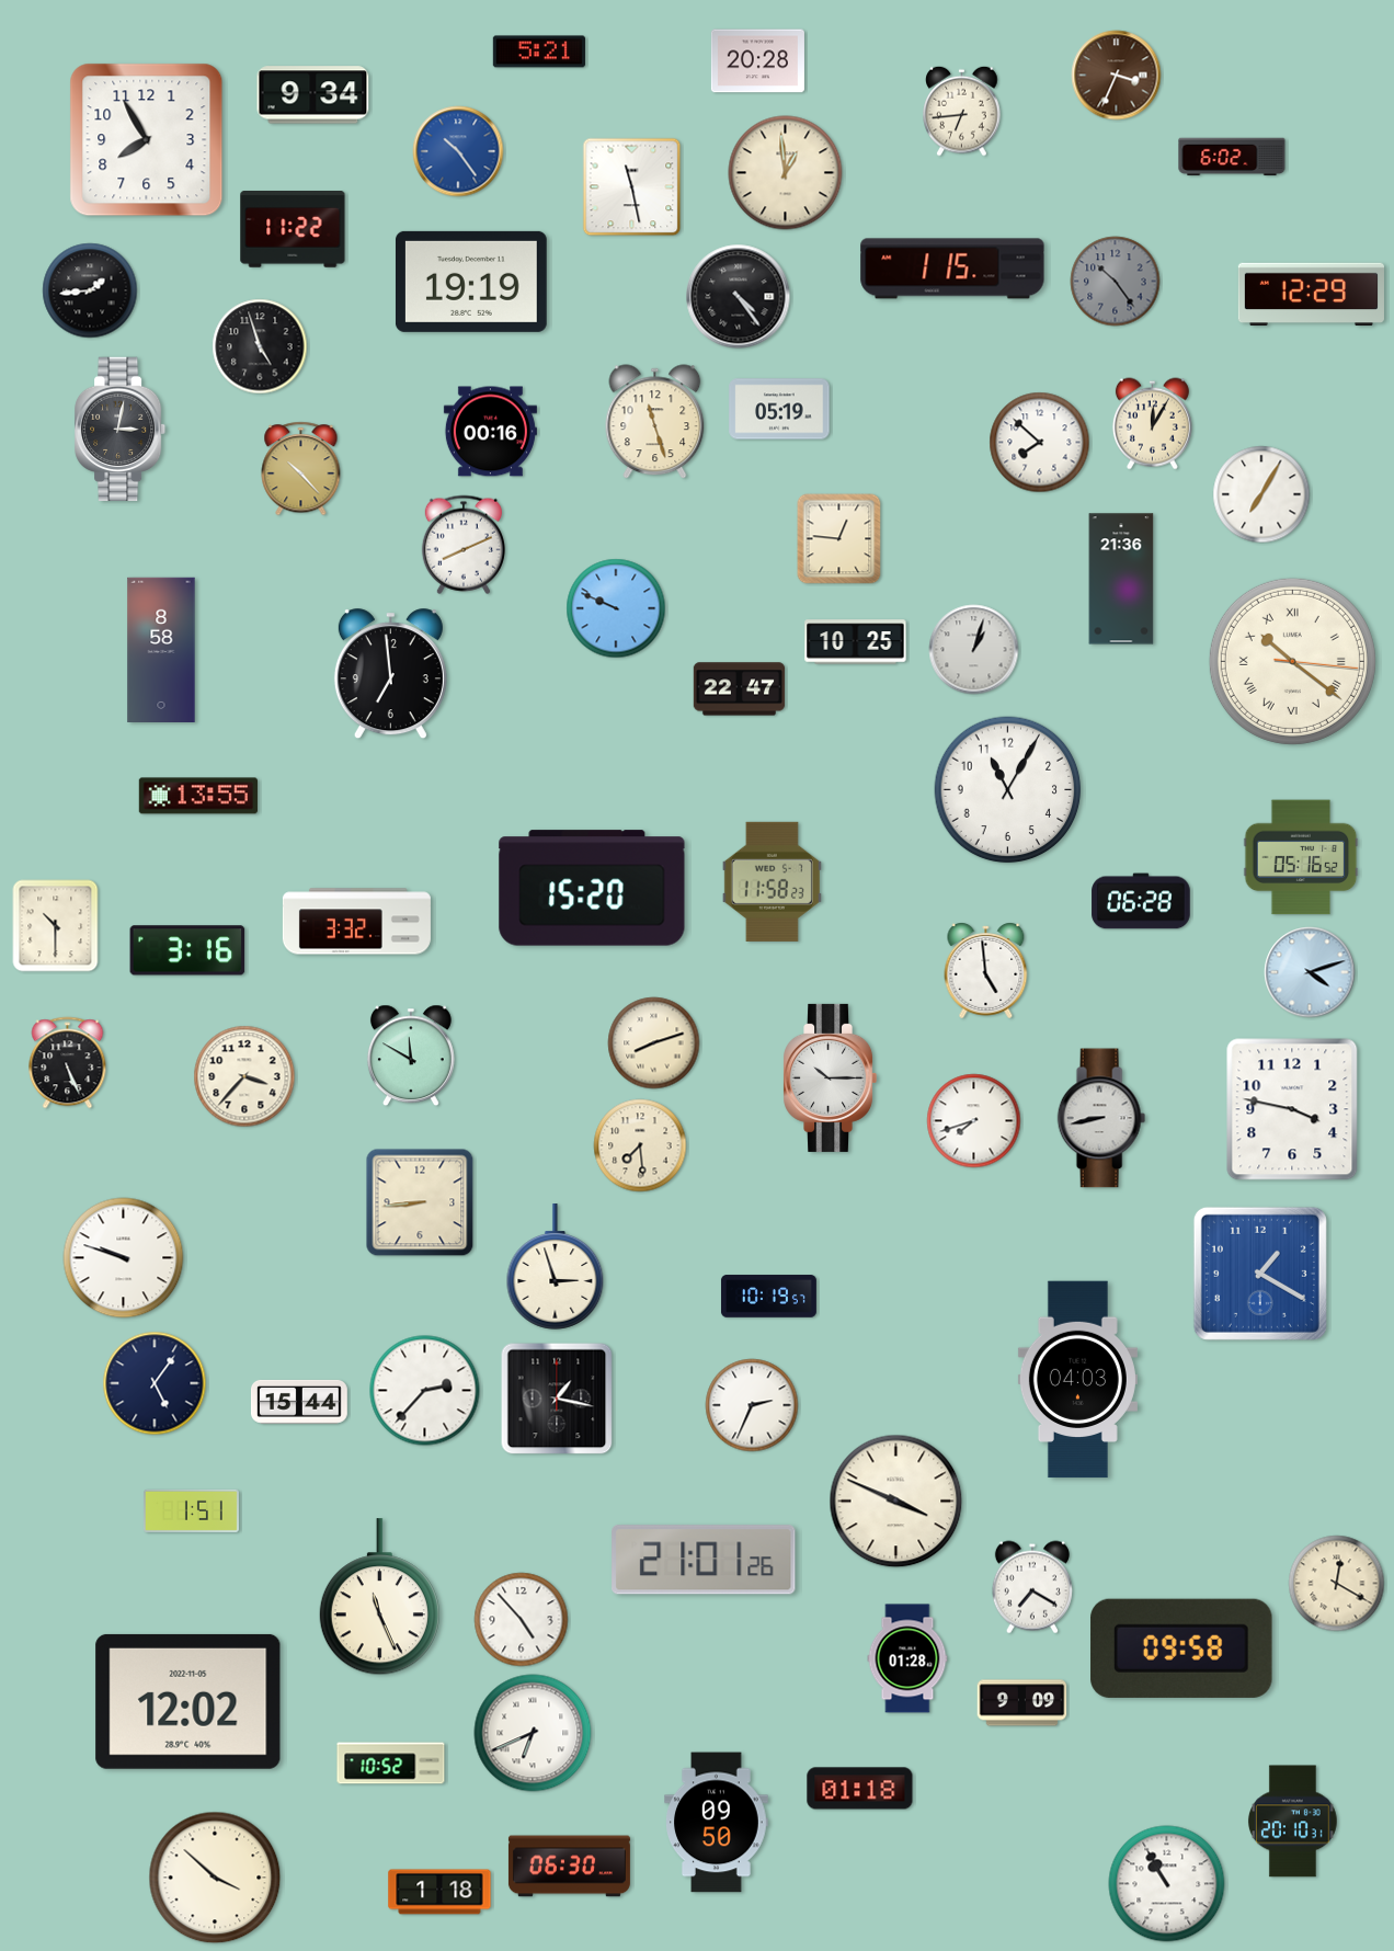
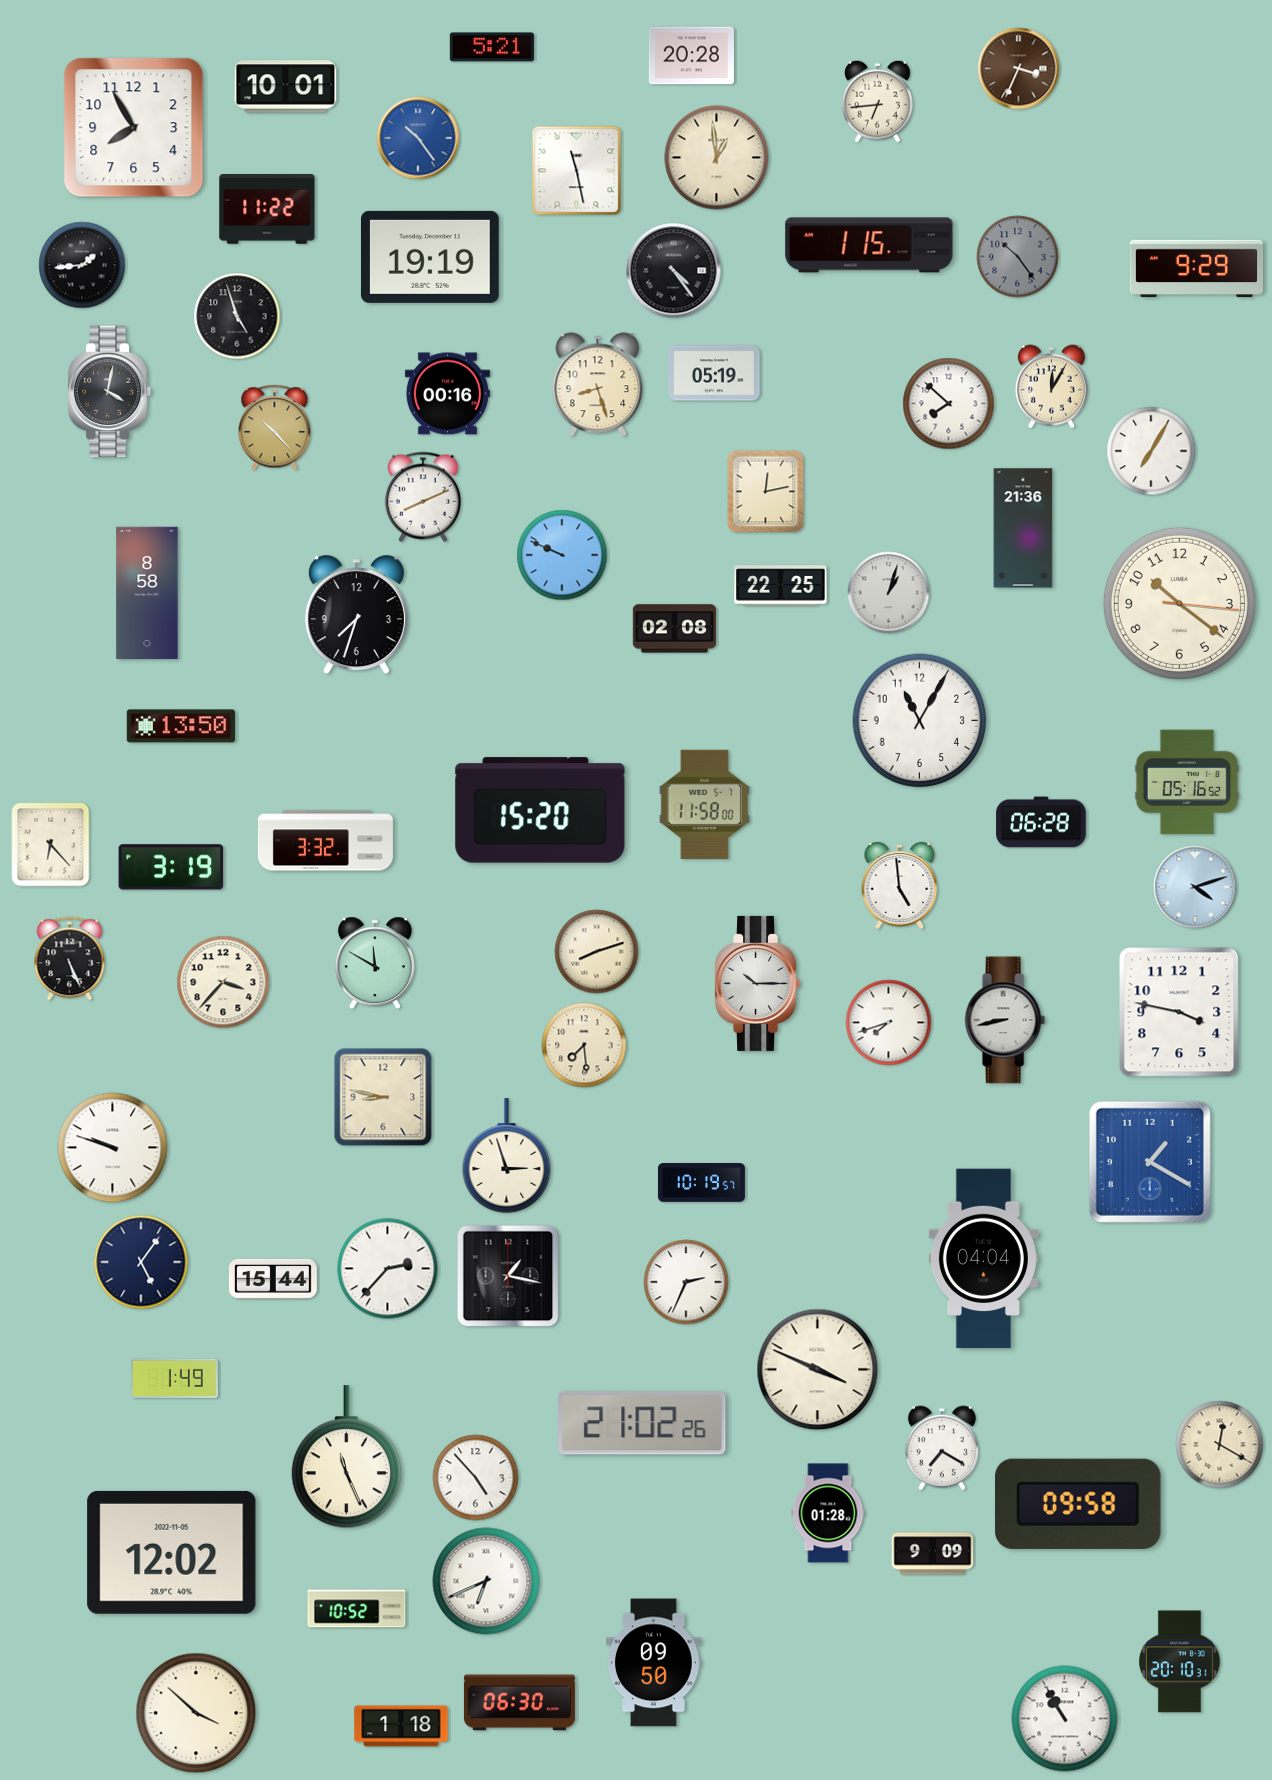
clock at (313, 95): 9:34 -> 10:01
clock at (1232, 157): 6:02 -> none
clock at (1311, 295): 12:29 -> 9:29
clock at (779, 409) position: (779, 409) -> (714, 373)
clock at (655, 422): 11:27 -> 8:27
clock at (122, 430): 3:02 -> 4:02
clock at (839, 539): 12:46 -> 12:13
clock at (856, 642): 10:25 -> 22:25
clock at (1292, 661) numerals: Roman -> Arabic
clock at (390, 674): 6:59 -> 7:33
clock at (740, 689): 22:47 -> 02:08
clock at (198, 796): 13:55 -> 13:50
clock at (772, 881): 11:58:23 -> 11:58:00
clock at (56, 926): 10:30 -> 6:23
clock at (187, 950): 3:16 -> 3:19
clock at (68, 1063) position: (68, 1063) -> (70, 959)
clock at (420, 1202): 8:44 -> 8:47
clock at (1077, 1380): 04:03 -> 04:04
clock at (191, 1510): 1:51 -> 1:49
clock at (704, 1560): 21:01 -> 21:02
clock at (860, 1789): 01:18 -> none
